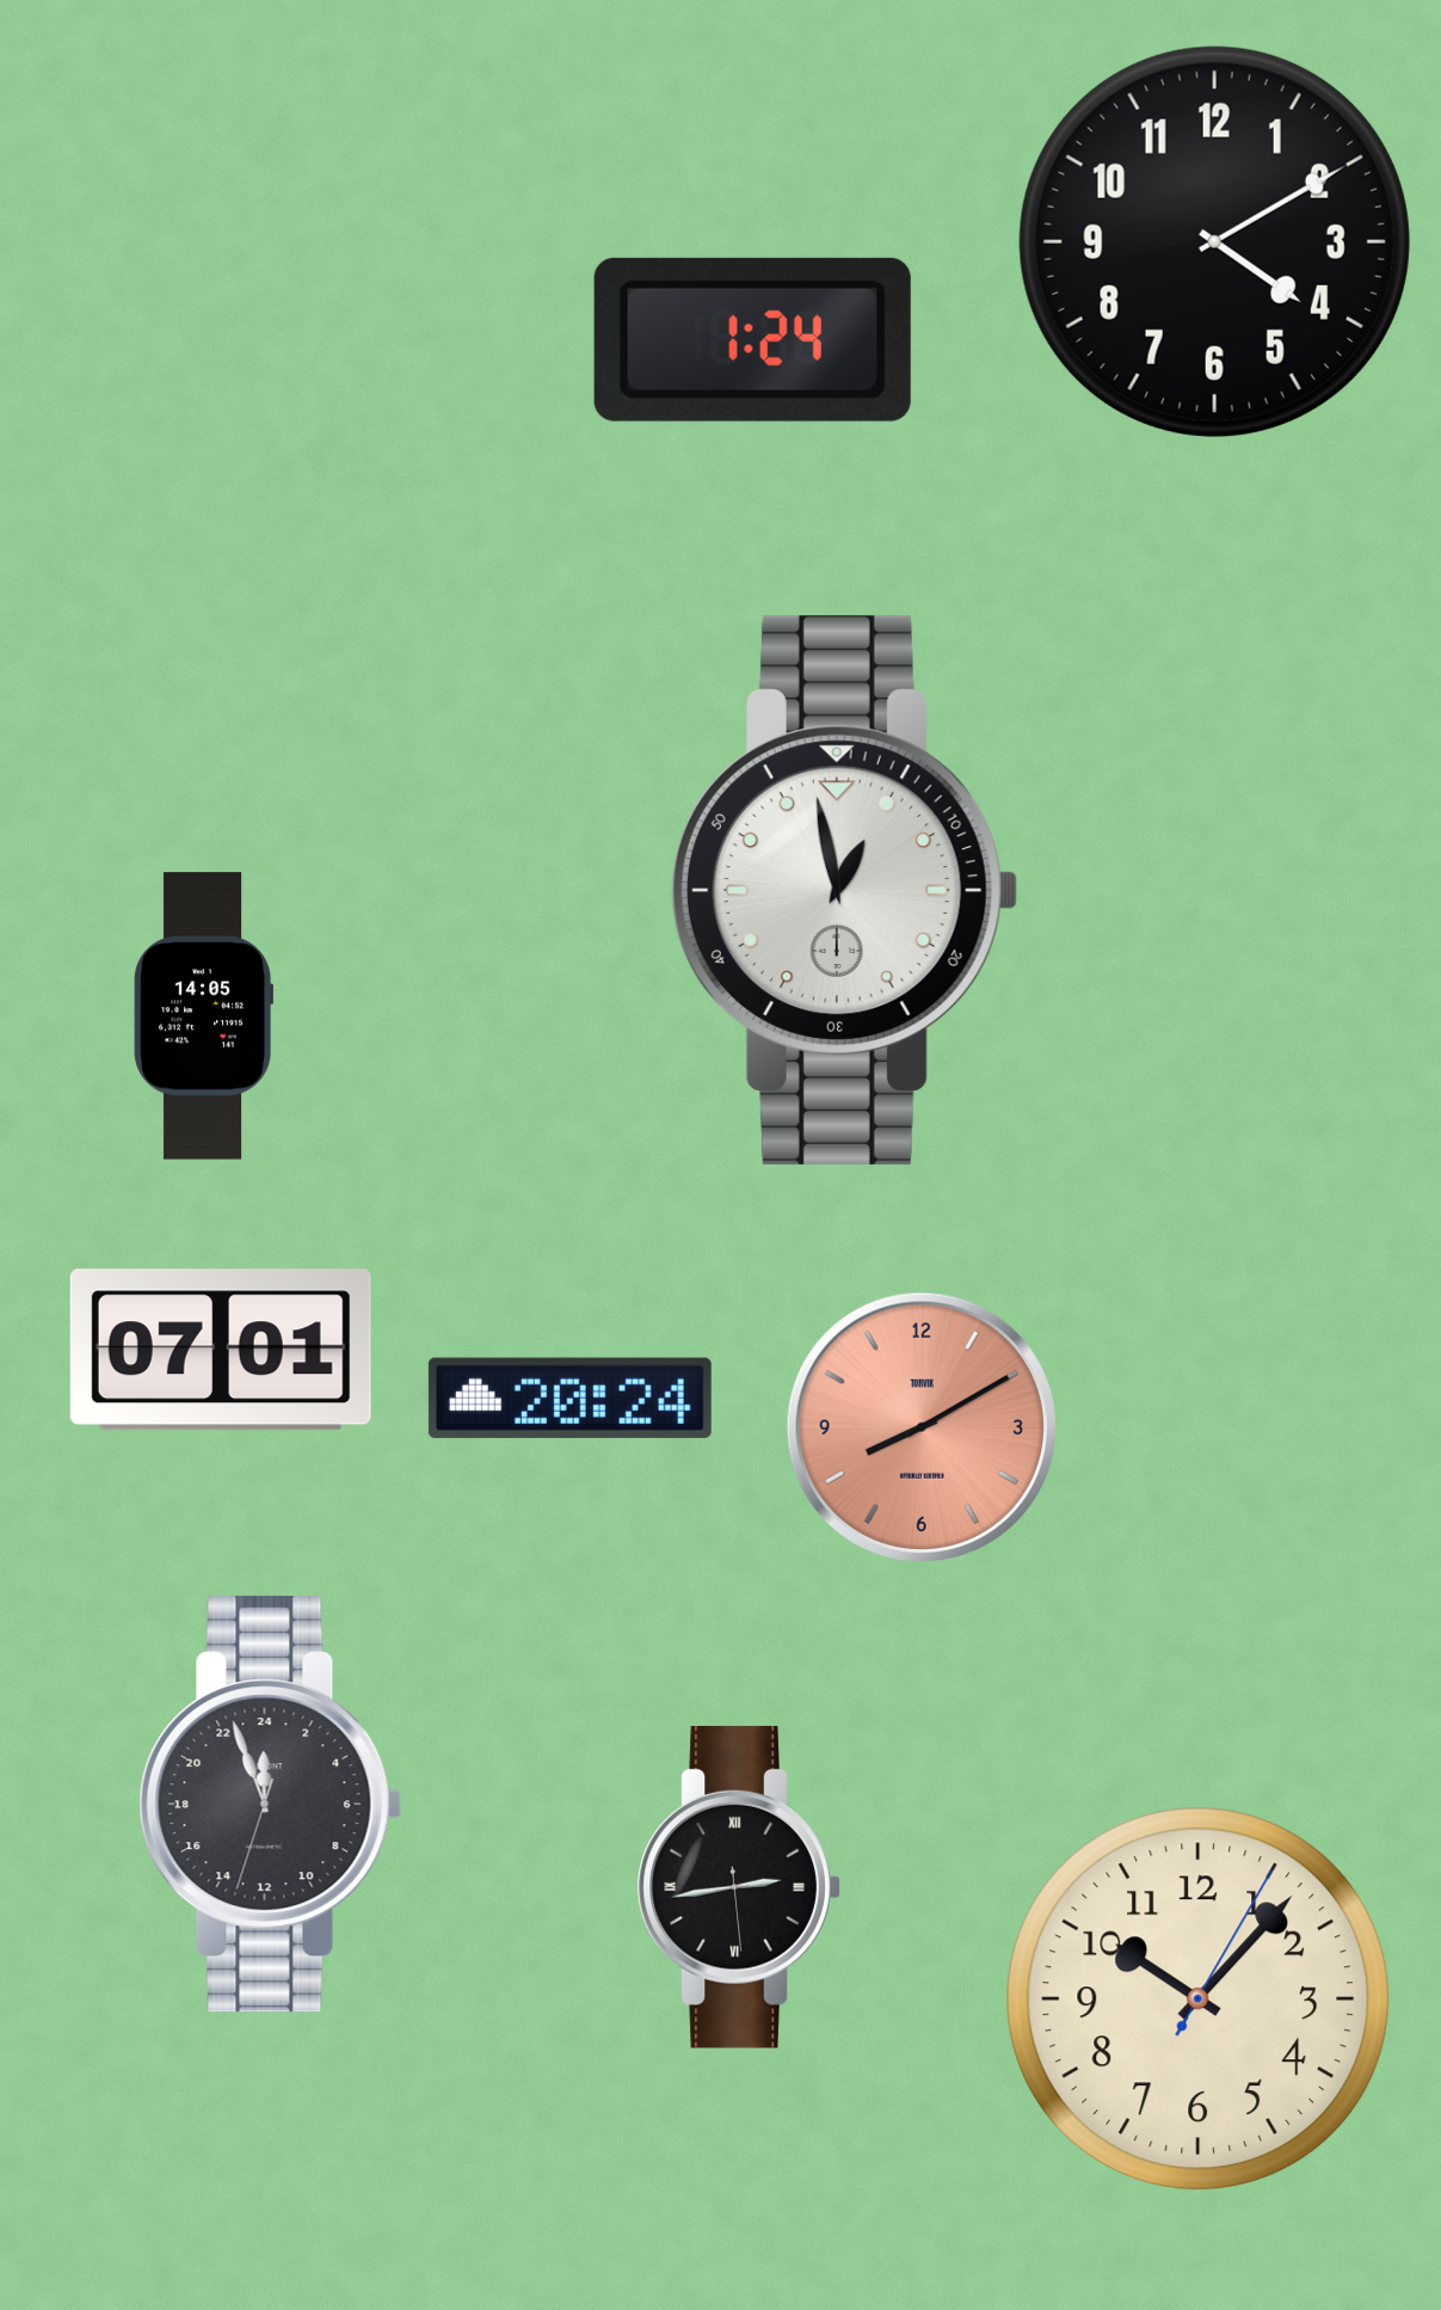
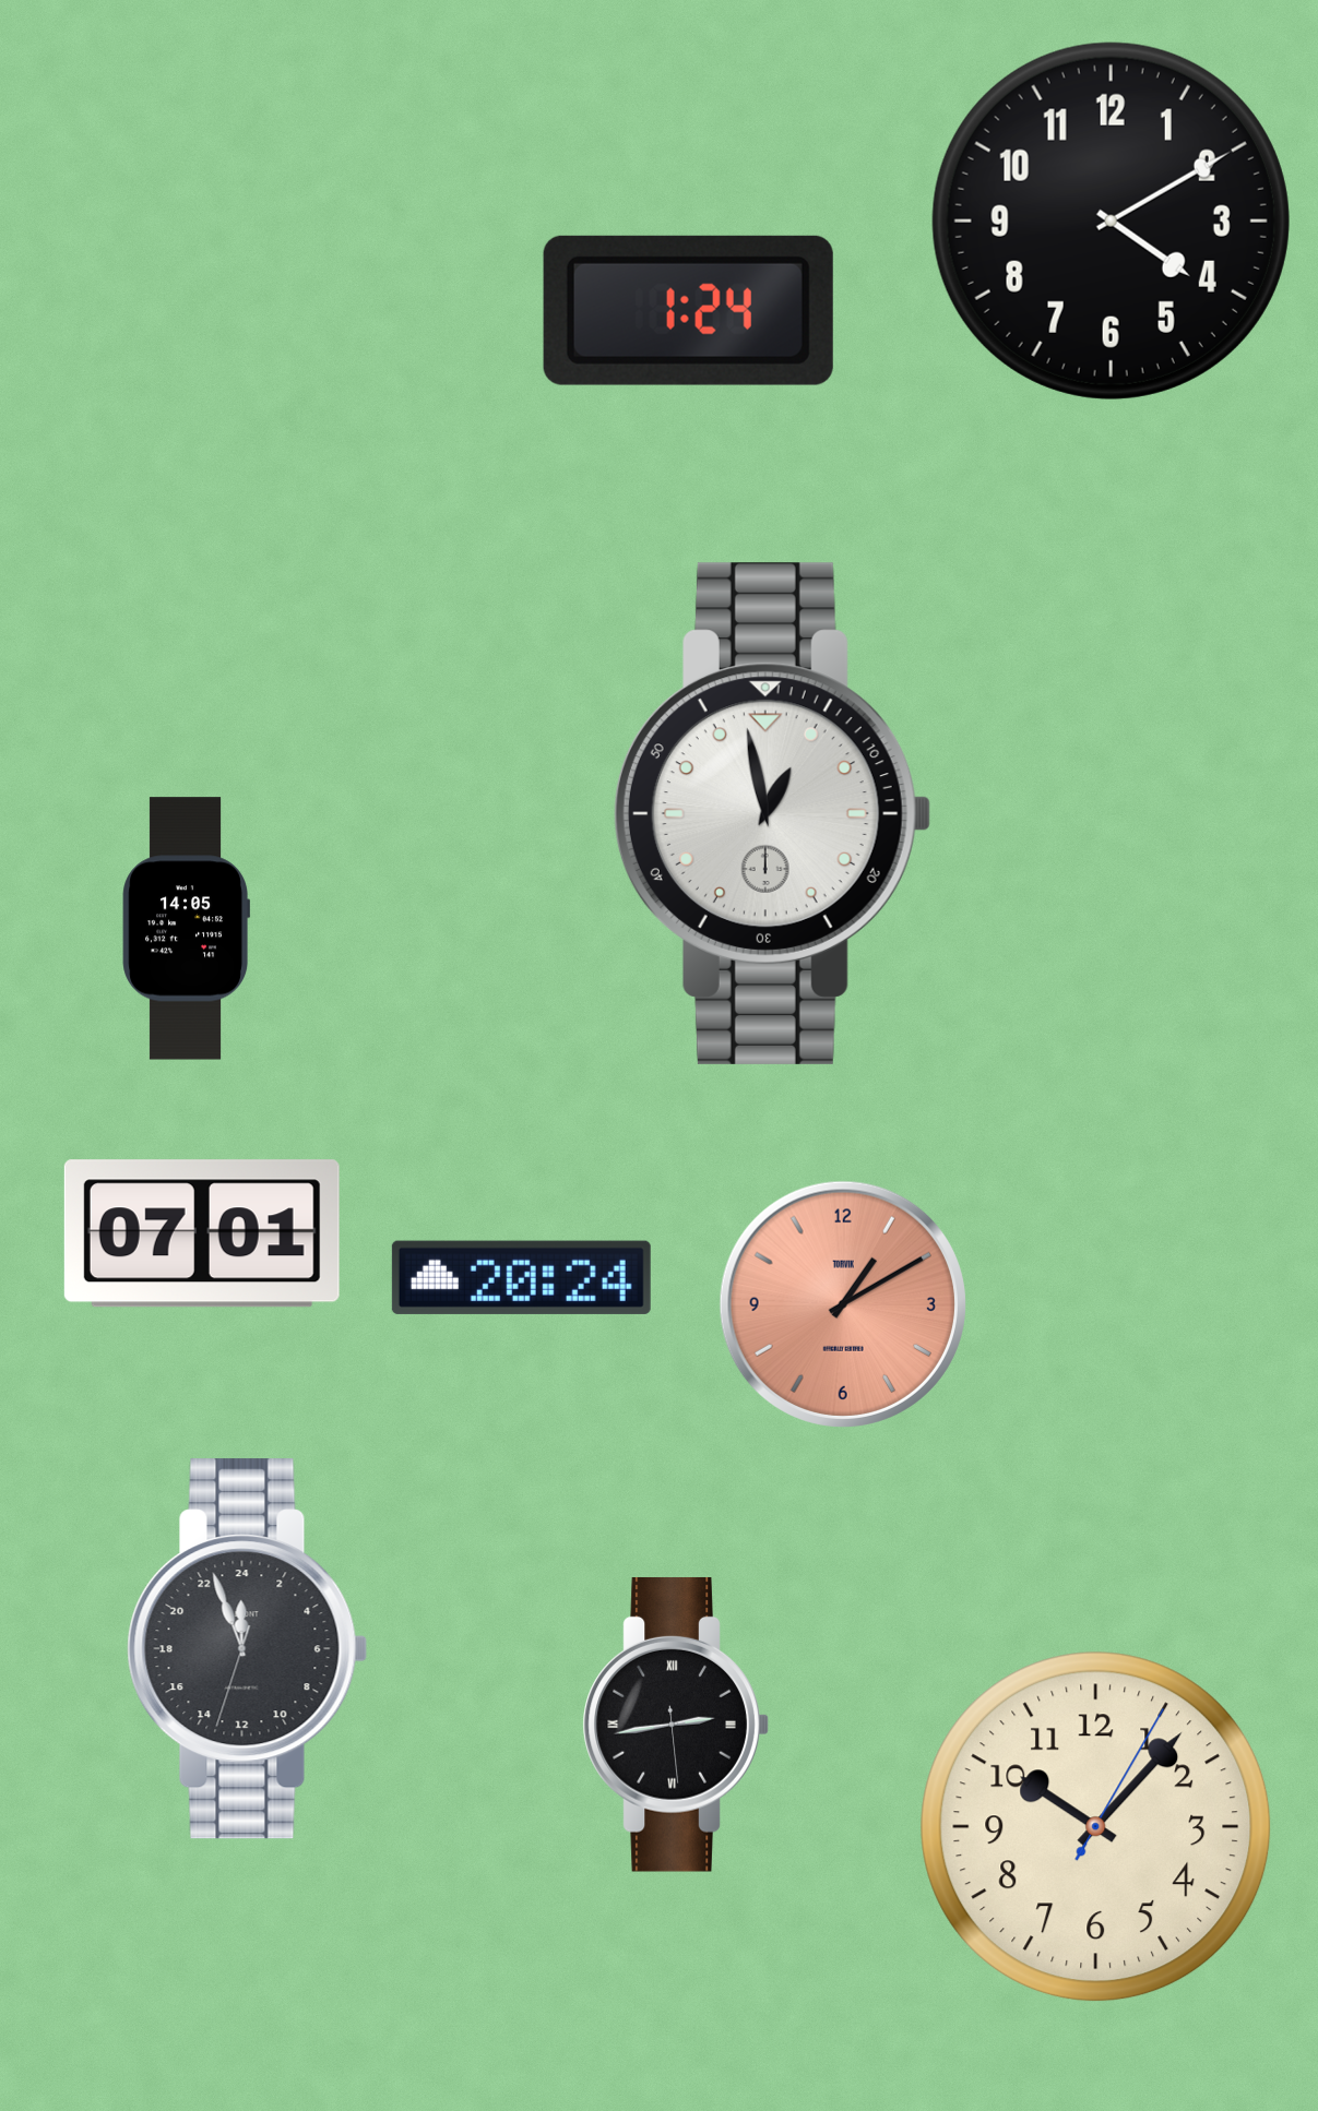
clock at (922, 1427): 8:10 -> 1:10
